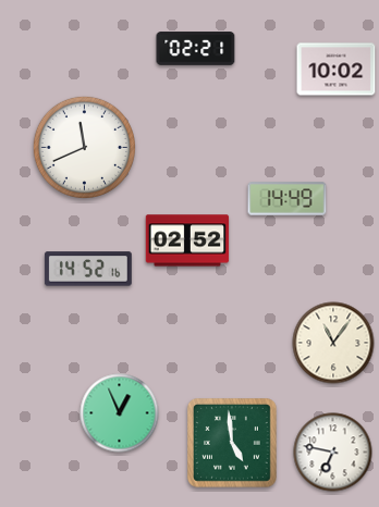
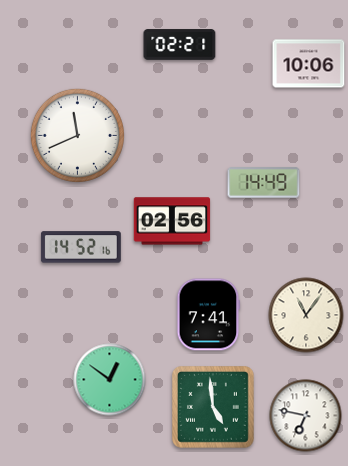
clock at (337, 70): 10:02 -> 10:06
clock at (187, 240): 02:52 -> 02:56
clock at (209, 315): none -> 7:41
clock at (120, 413): 12:56 -> 12:51
